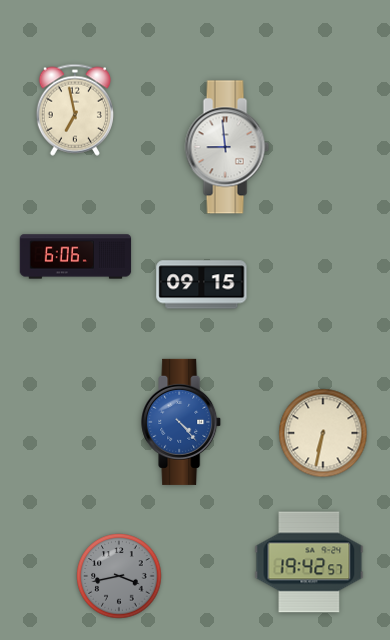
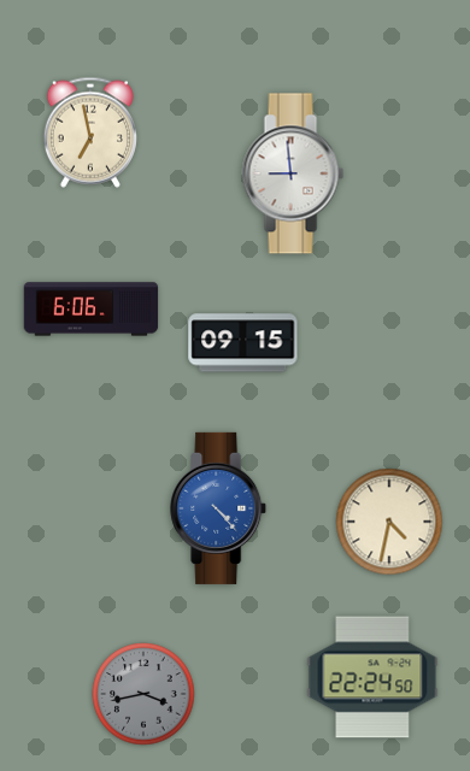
clock at (227, 147) position: (227, 147) -> (293, 173)
clock at (323, 433): 6:32 -> 4:32
clock at (309, 562): 19:42 -> 22:24
